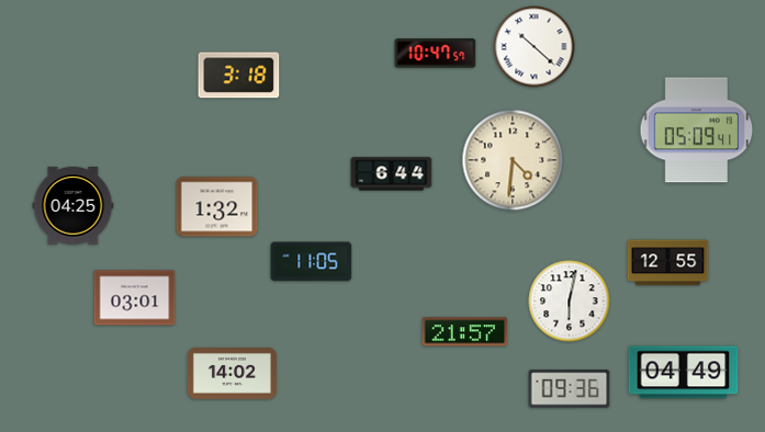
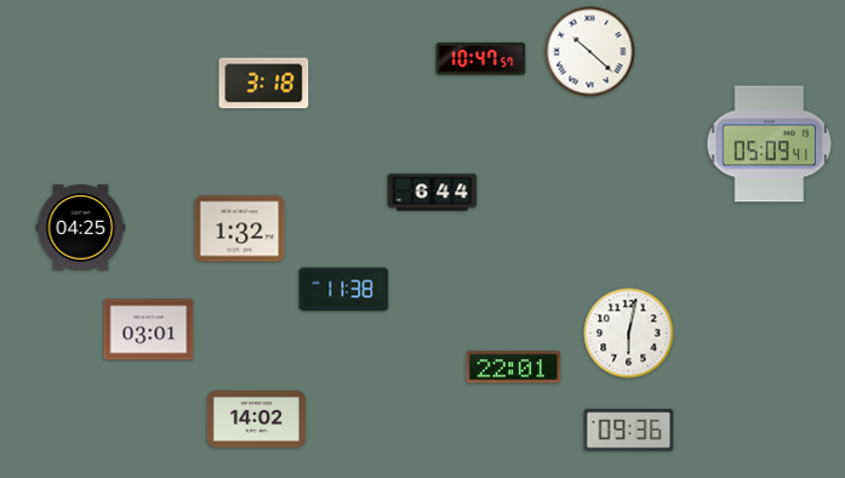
clock at (513, 160): 4:31 -> none
clock at (312, 262): 11:05 -> 11:38
clock at (668, 263): 12:55 -> none
clock at (465, 332): 21:57 -> 22:01
clock at (684, 373): 04:49 -> none
clock at (232, 374) position: (232, 374) -> (256, 420)
